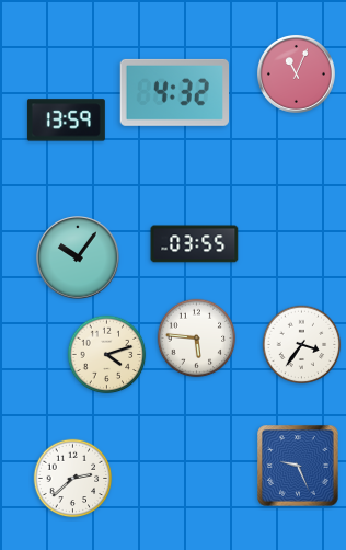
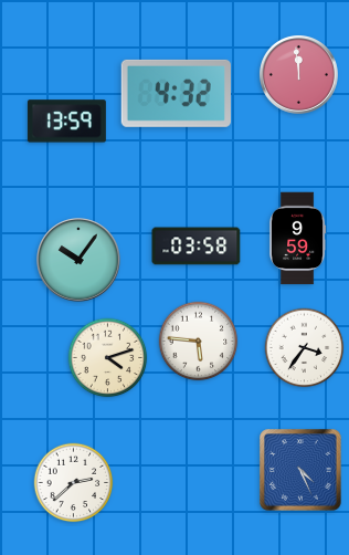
clock at (296, 73): 11:04 -> 11:59
clock at (298, 239): none -> 9:59
clock at (195, 244): 03:55 -> 03:58
clock at (298, 466): 9:26 -> 4:26
